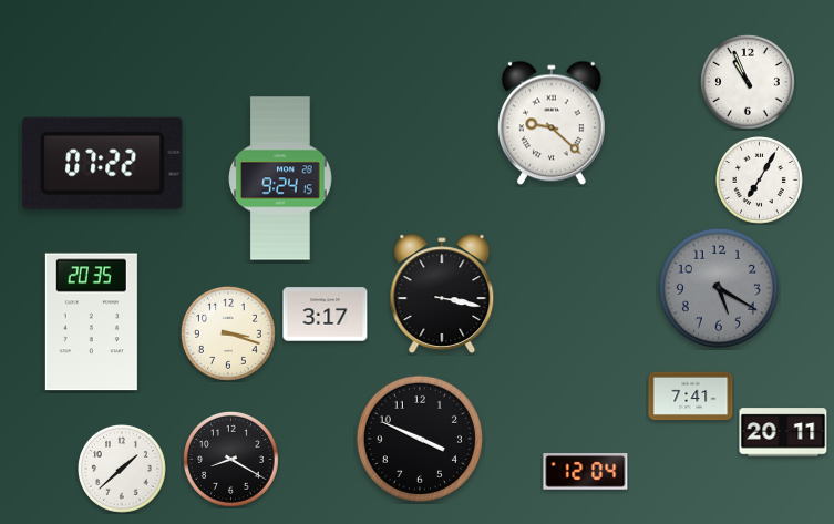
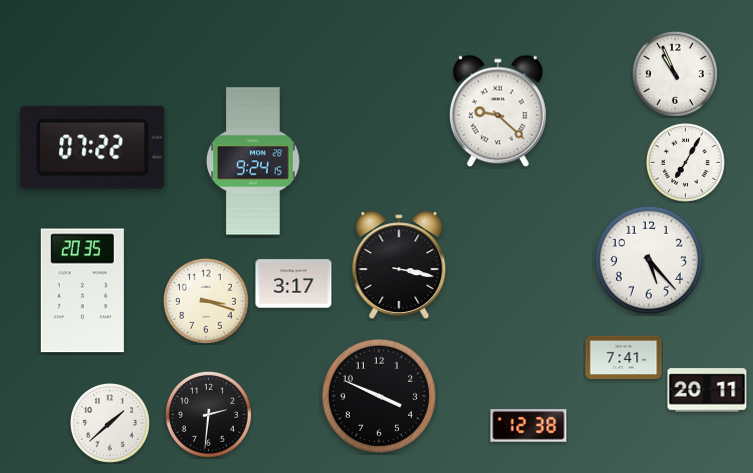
clock at (719, 288): 5:20 -> 5:23
clock at (719, 288) dial: grey -> white
clock at (230, 459): 8:20 -> 2:31
clock at (586, 472): 12:04 -> 12:38
